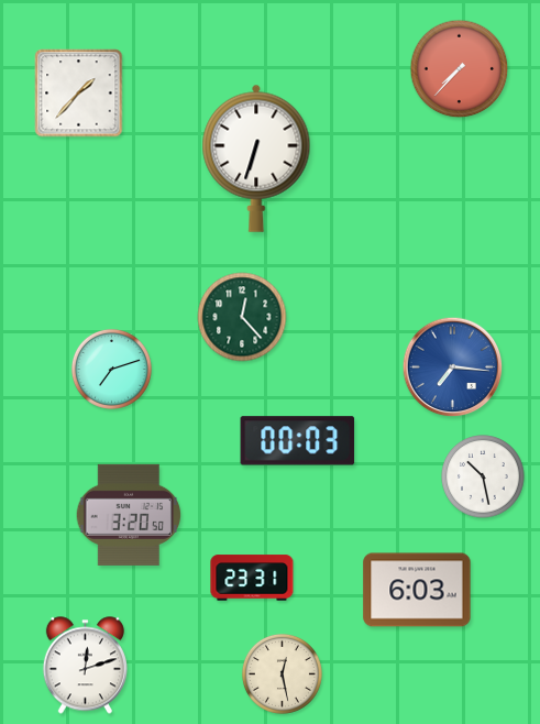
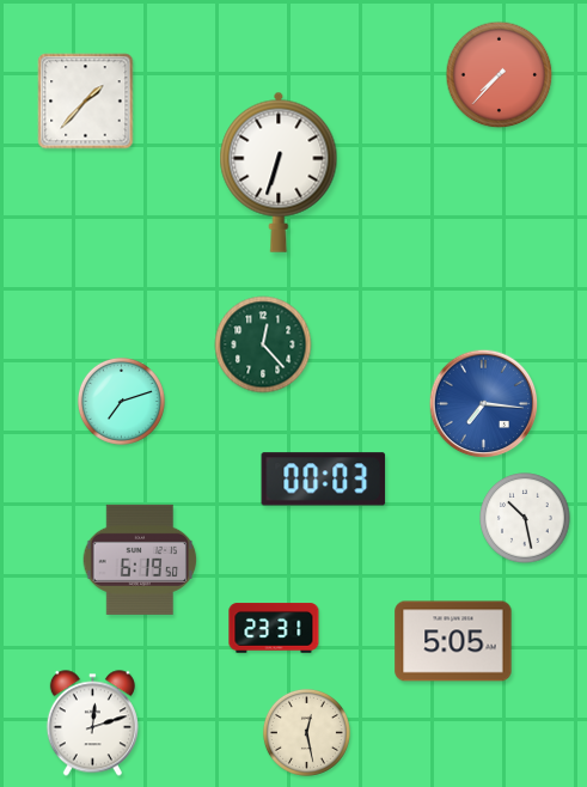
clock at (453, 368) position: (453, 368) -> (484, 404)
clock at (129, 515): 3:20 -> 6:19
clock at (417, 590): 6:03 -> 5:05
